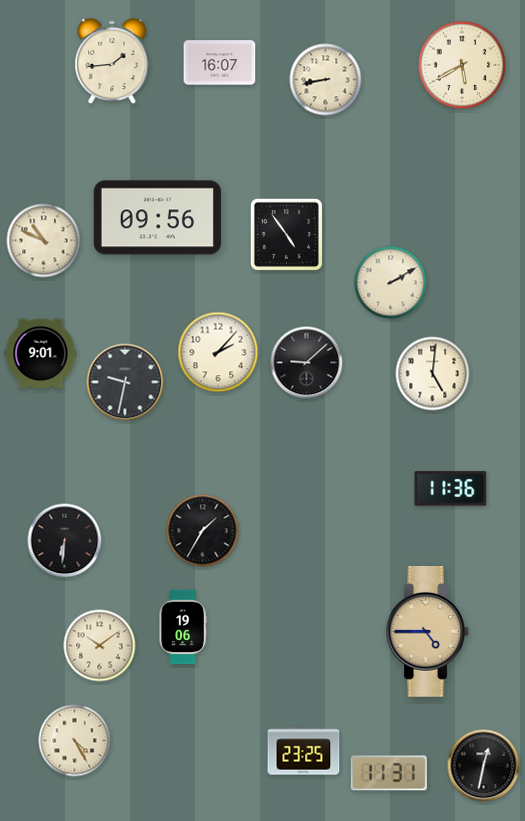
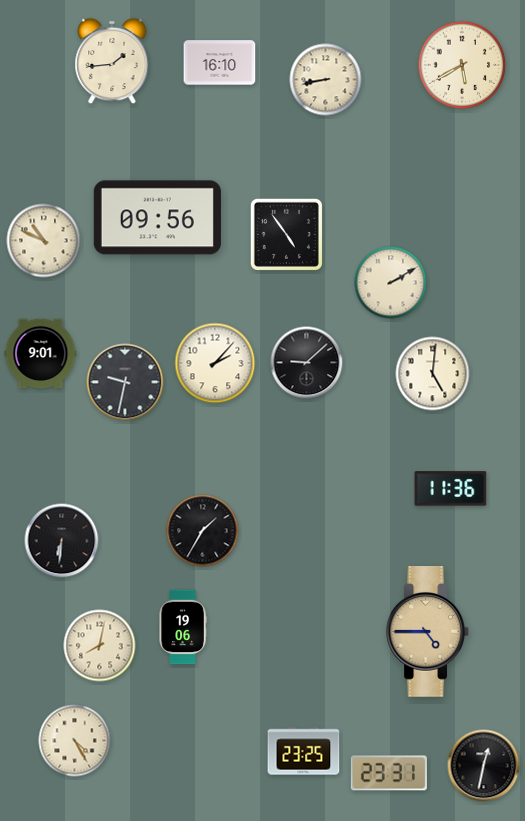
clock at (220, 63): 16:07 -> 16:10
clock at (218, 352) position: (218, 352) -> (215, 363)
clock at (65, 541) position: (65, 541) -> (62, 541)
clock at (100, 646): 10:09 -> 8:02
clock at (389, 773): 11:31 -> 23:31
